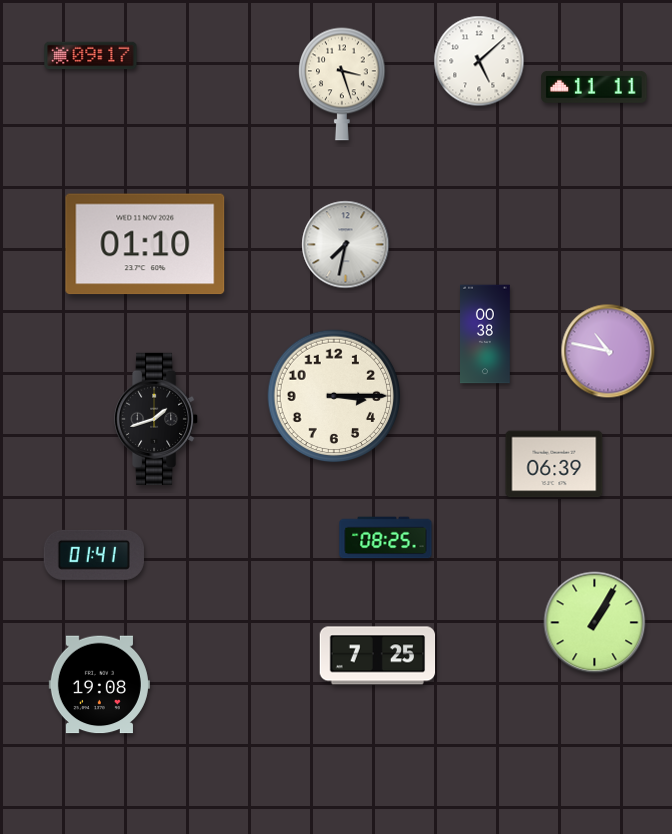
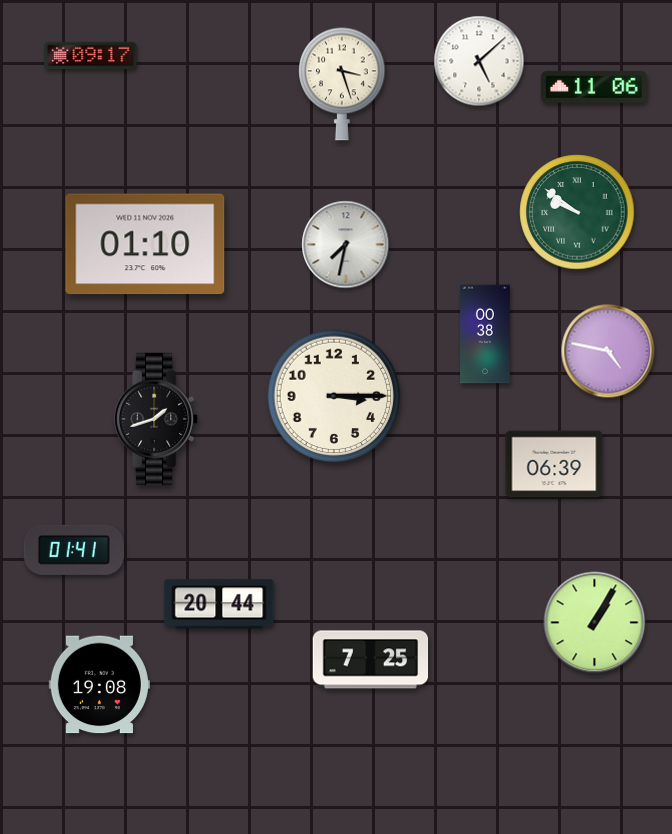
clock at (594, 87): 11:11 -> 11:06
clock at (577, 212): none -> 9:51
clock at (608, 351): 10:47 -> 4:47
clock at (386, 538): 08:25 -> none
clock at (94, 555) position: (94, 555) -> (74, 550)
clock at (219, 604): none -> 20:44
clock at (378, 656) position: (378, 656) -> (371, 660)
